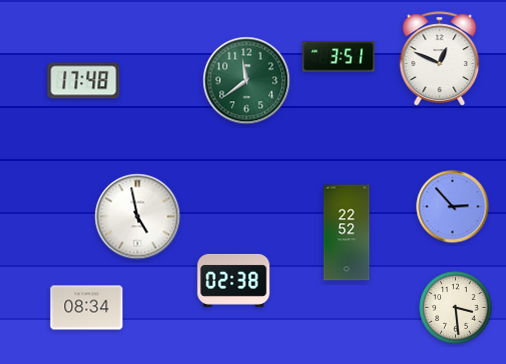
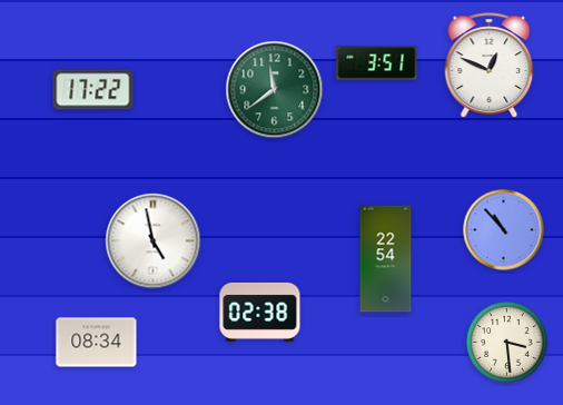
clock at (84, 81): 17:48 -> 17:22
clock at (453, 207): 2:53 -> 10:53
clock at (347, 233): 22:52 -> 22:54
